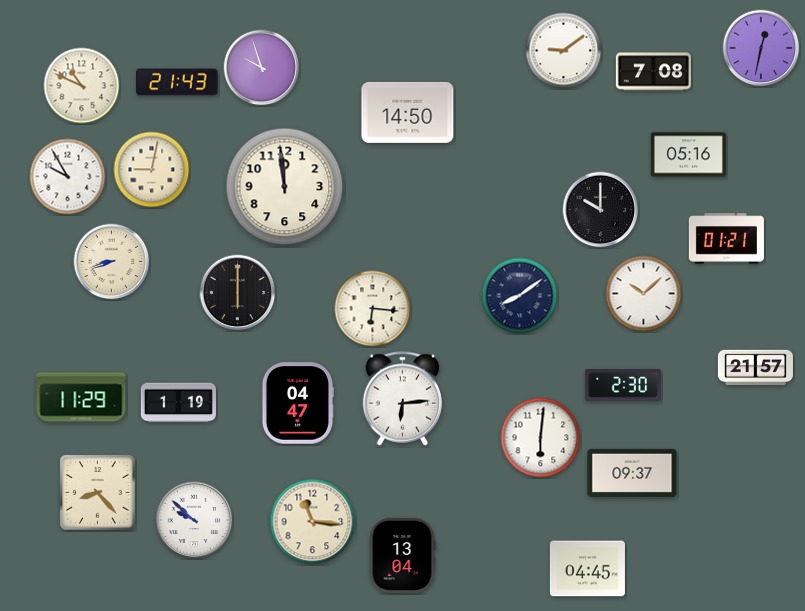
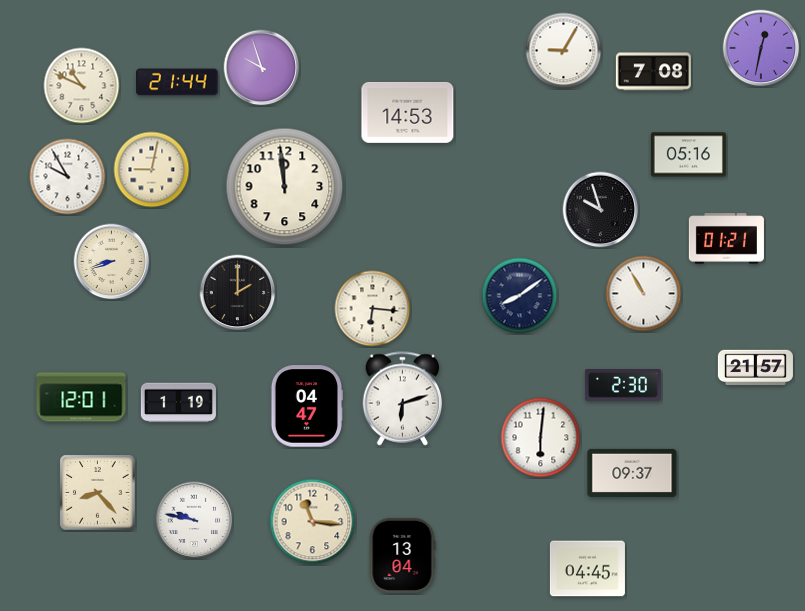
clock at (564, 51): 9:09 -> 9:05
clock at (177, 82): 21:43 -> 21:44
clock at (408, 112): 14:50 -> 14:53
clock at (601, 210): 10:00 -> 9:57
clock at (238, 293): 6:00 -> 2:00
clock at (644, 294): 10:08 -> 10:55
clock at (81, 397): 11:29 -> 12:01
clock at (403, 399): 6:14 -> 6:12
clock at (297, 403) position: (297, 403) -> (306, 406)
clock at (194, 520): 9:52 -> 9:47
